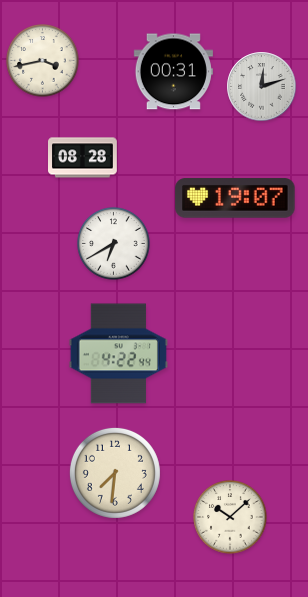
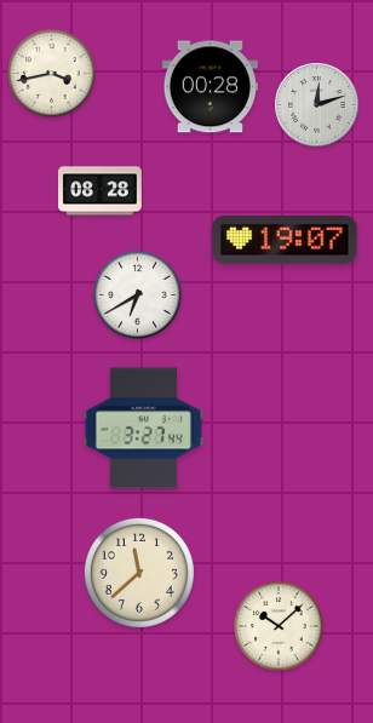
clock at (173, 72): 00:31 -> 00:28
clock at (118, 354): 4:22 -> 3:27
clock at (115, 473): 7:31 -> 11:38
